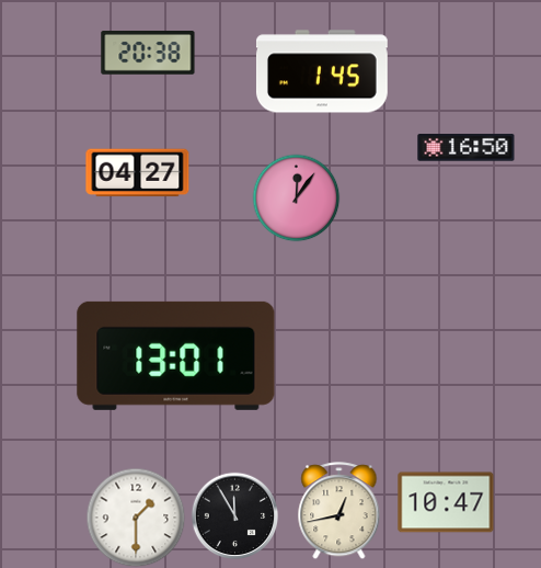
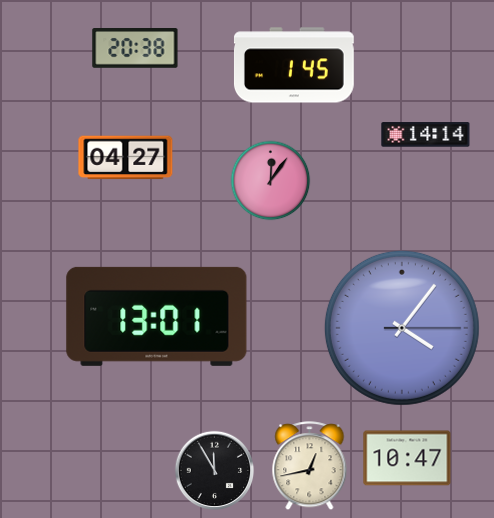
clock at (467, 148): 16:50 -> 14:14
clock at (176, 355) position: (176, 355) -> (157, 316)
clock at (402, 328): none -> 4:06
clock at (136, 518): 1:30 -> none
